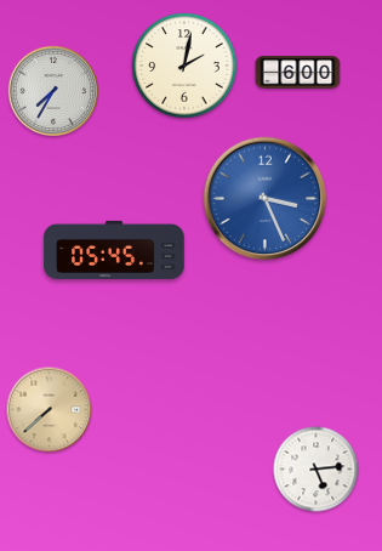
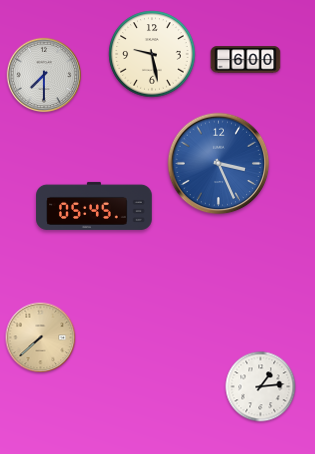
clock at (184, 66): 2:02 -> 9:28
clock at (53, 91): 7:35 -> 7:30
clock at (317, 470): 5:14 -> 1:14
